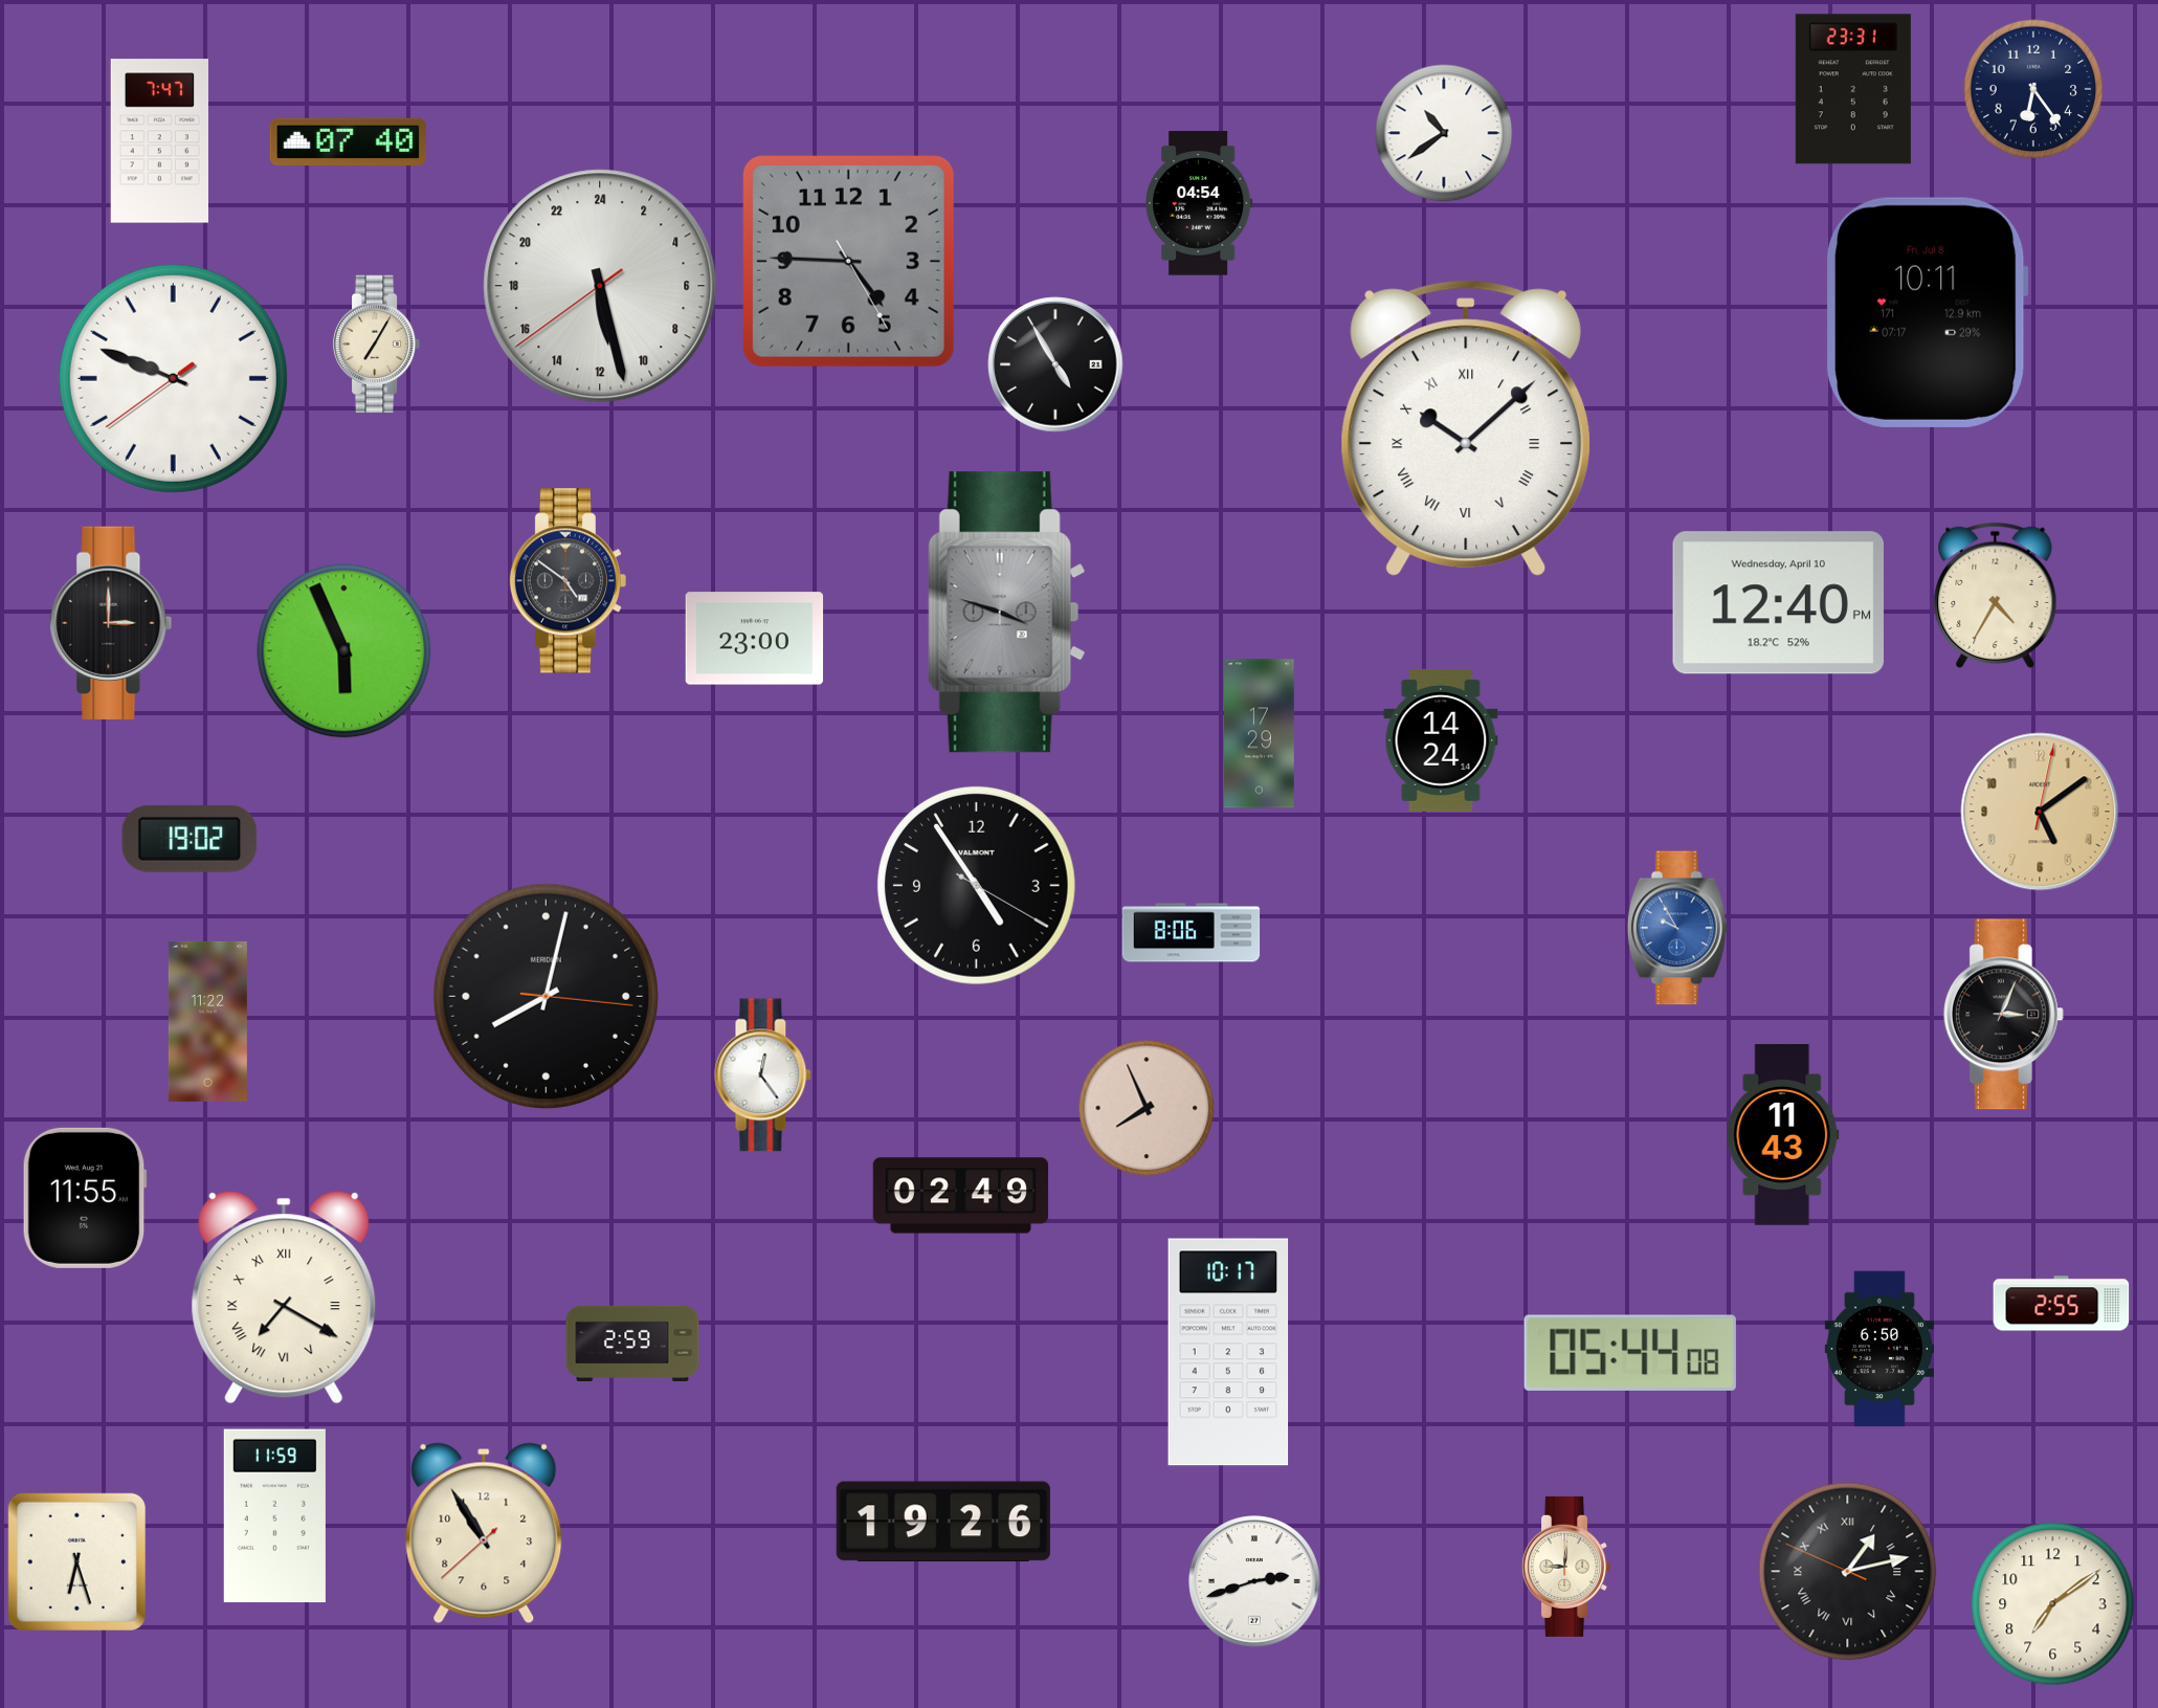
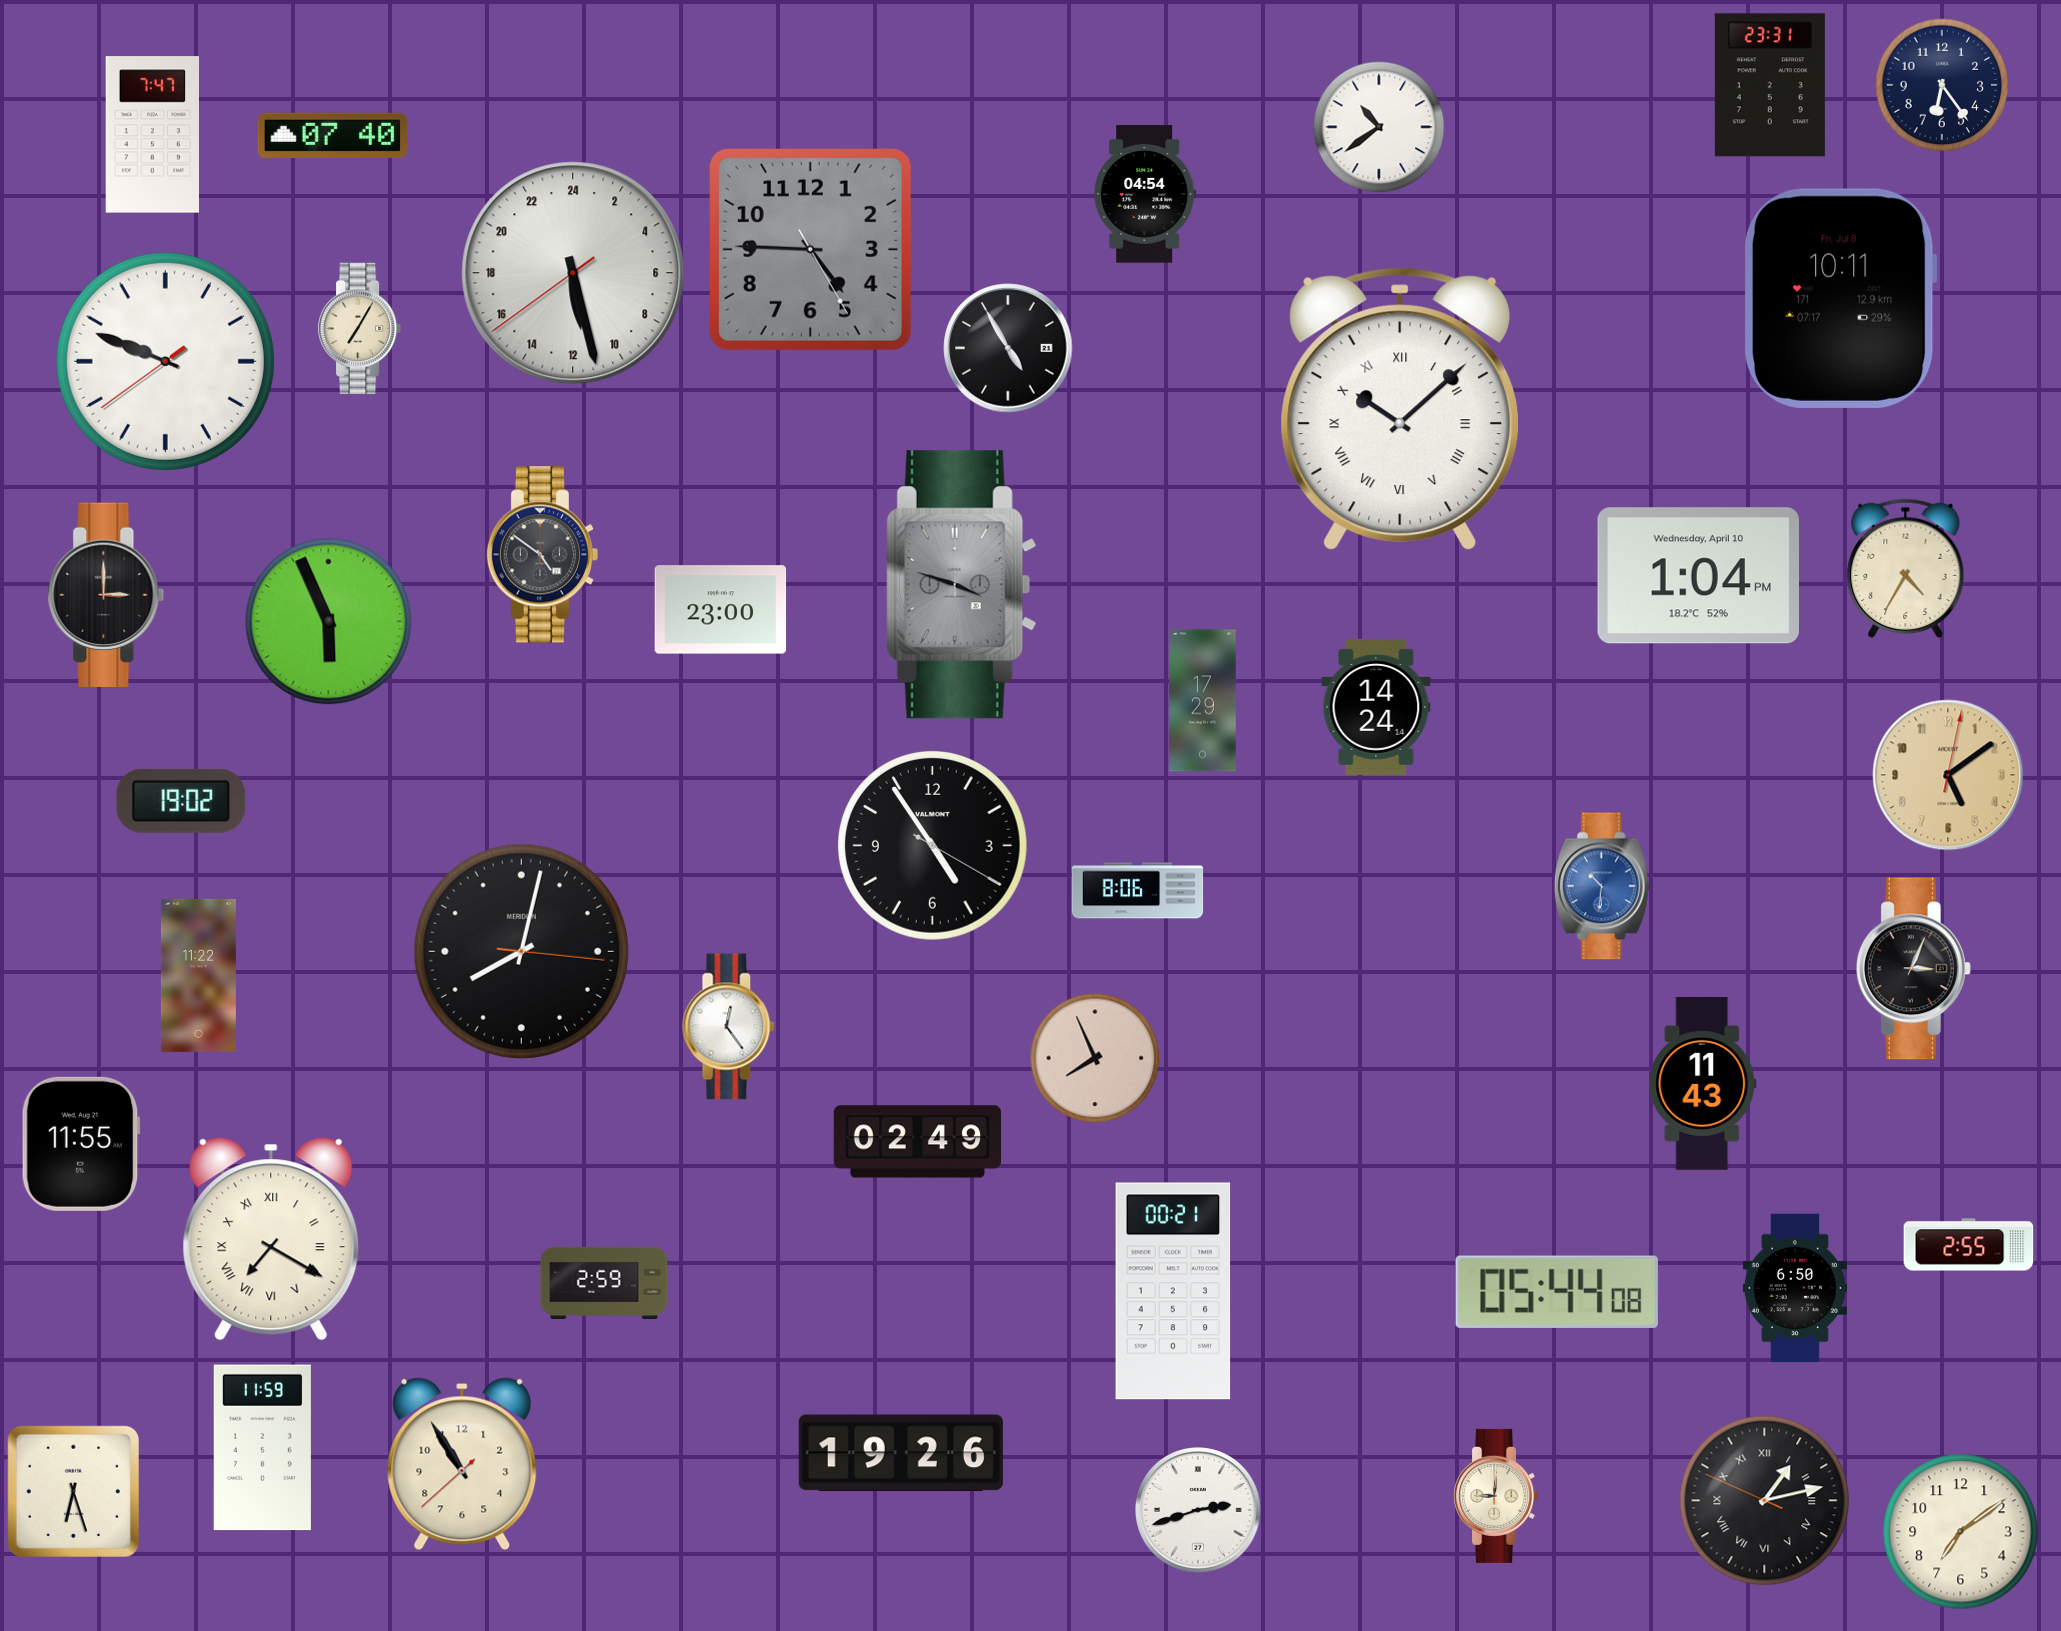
clock at (1778, 603): 12:40 -> 1:04
clock at (1677, 928): 9:55 -> 10:31
clock at (1228, 1352): 10:17 -> 00:21
